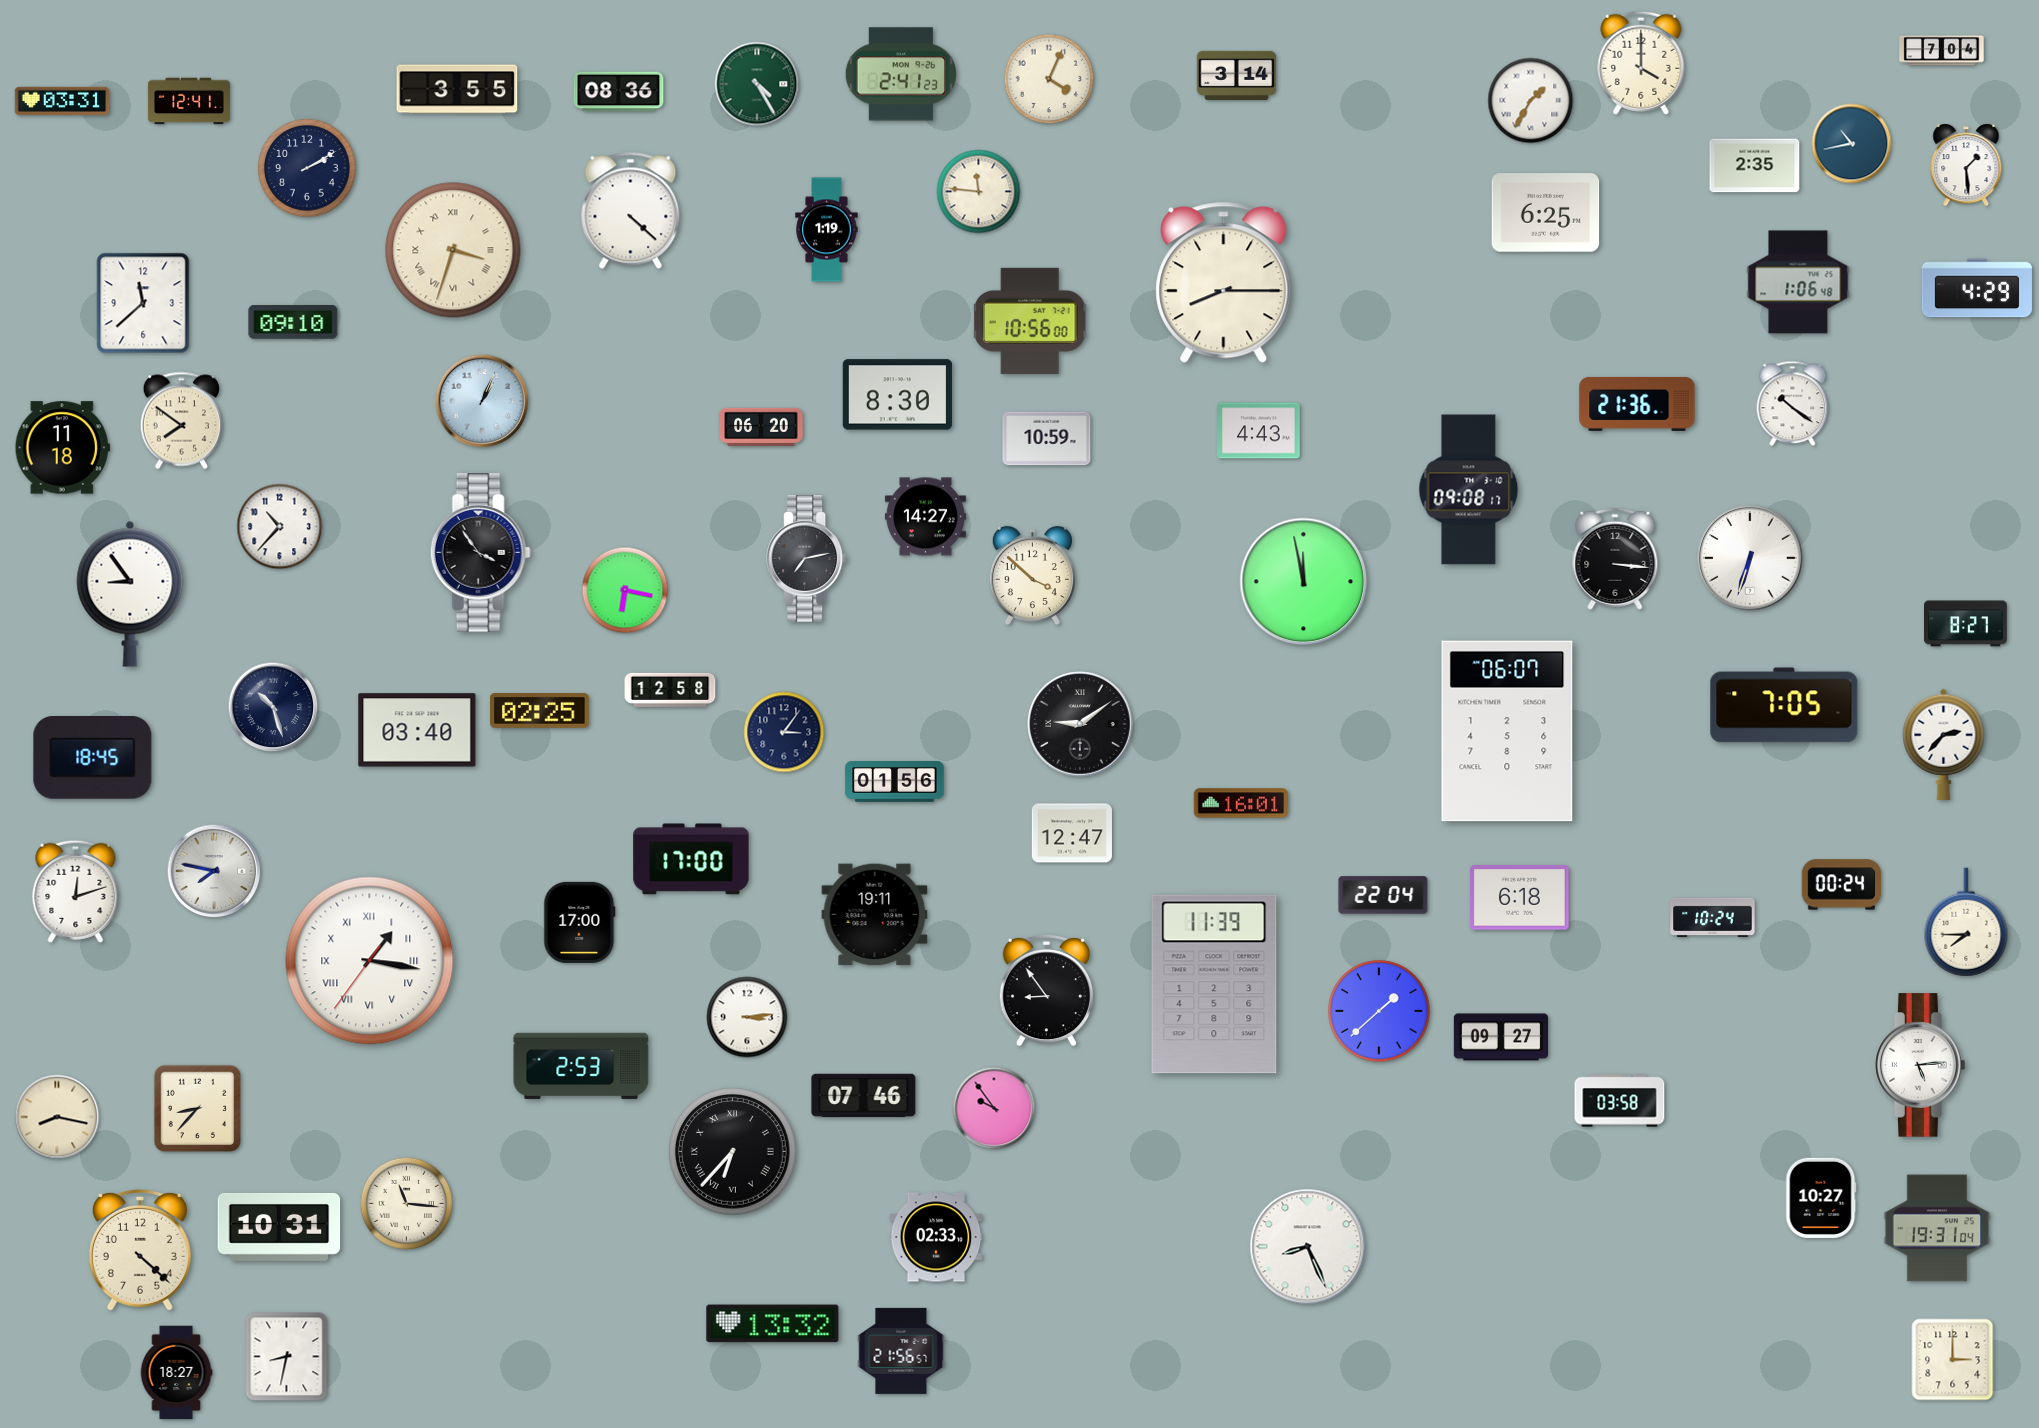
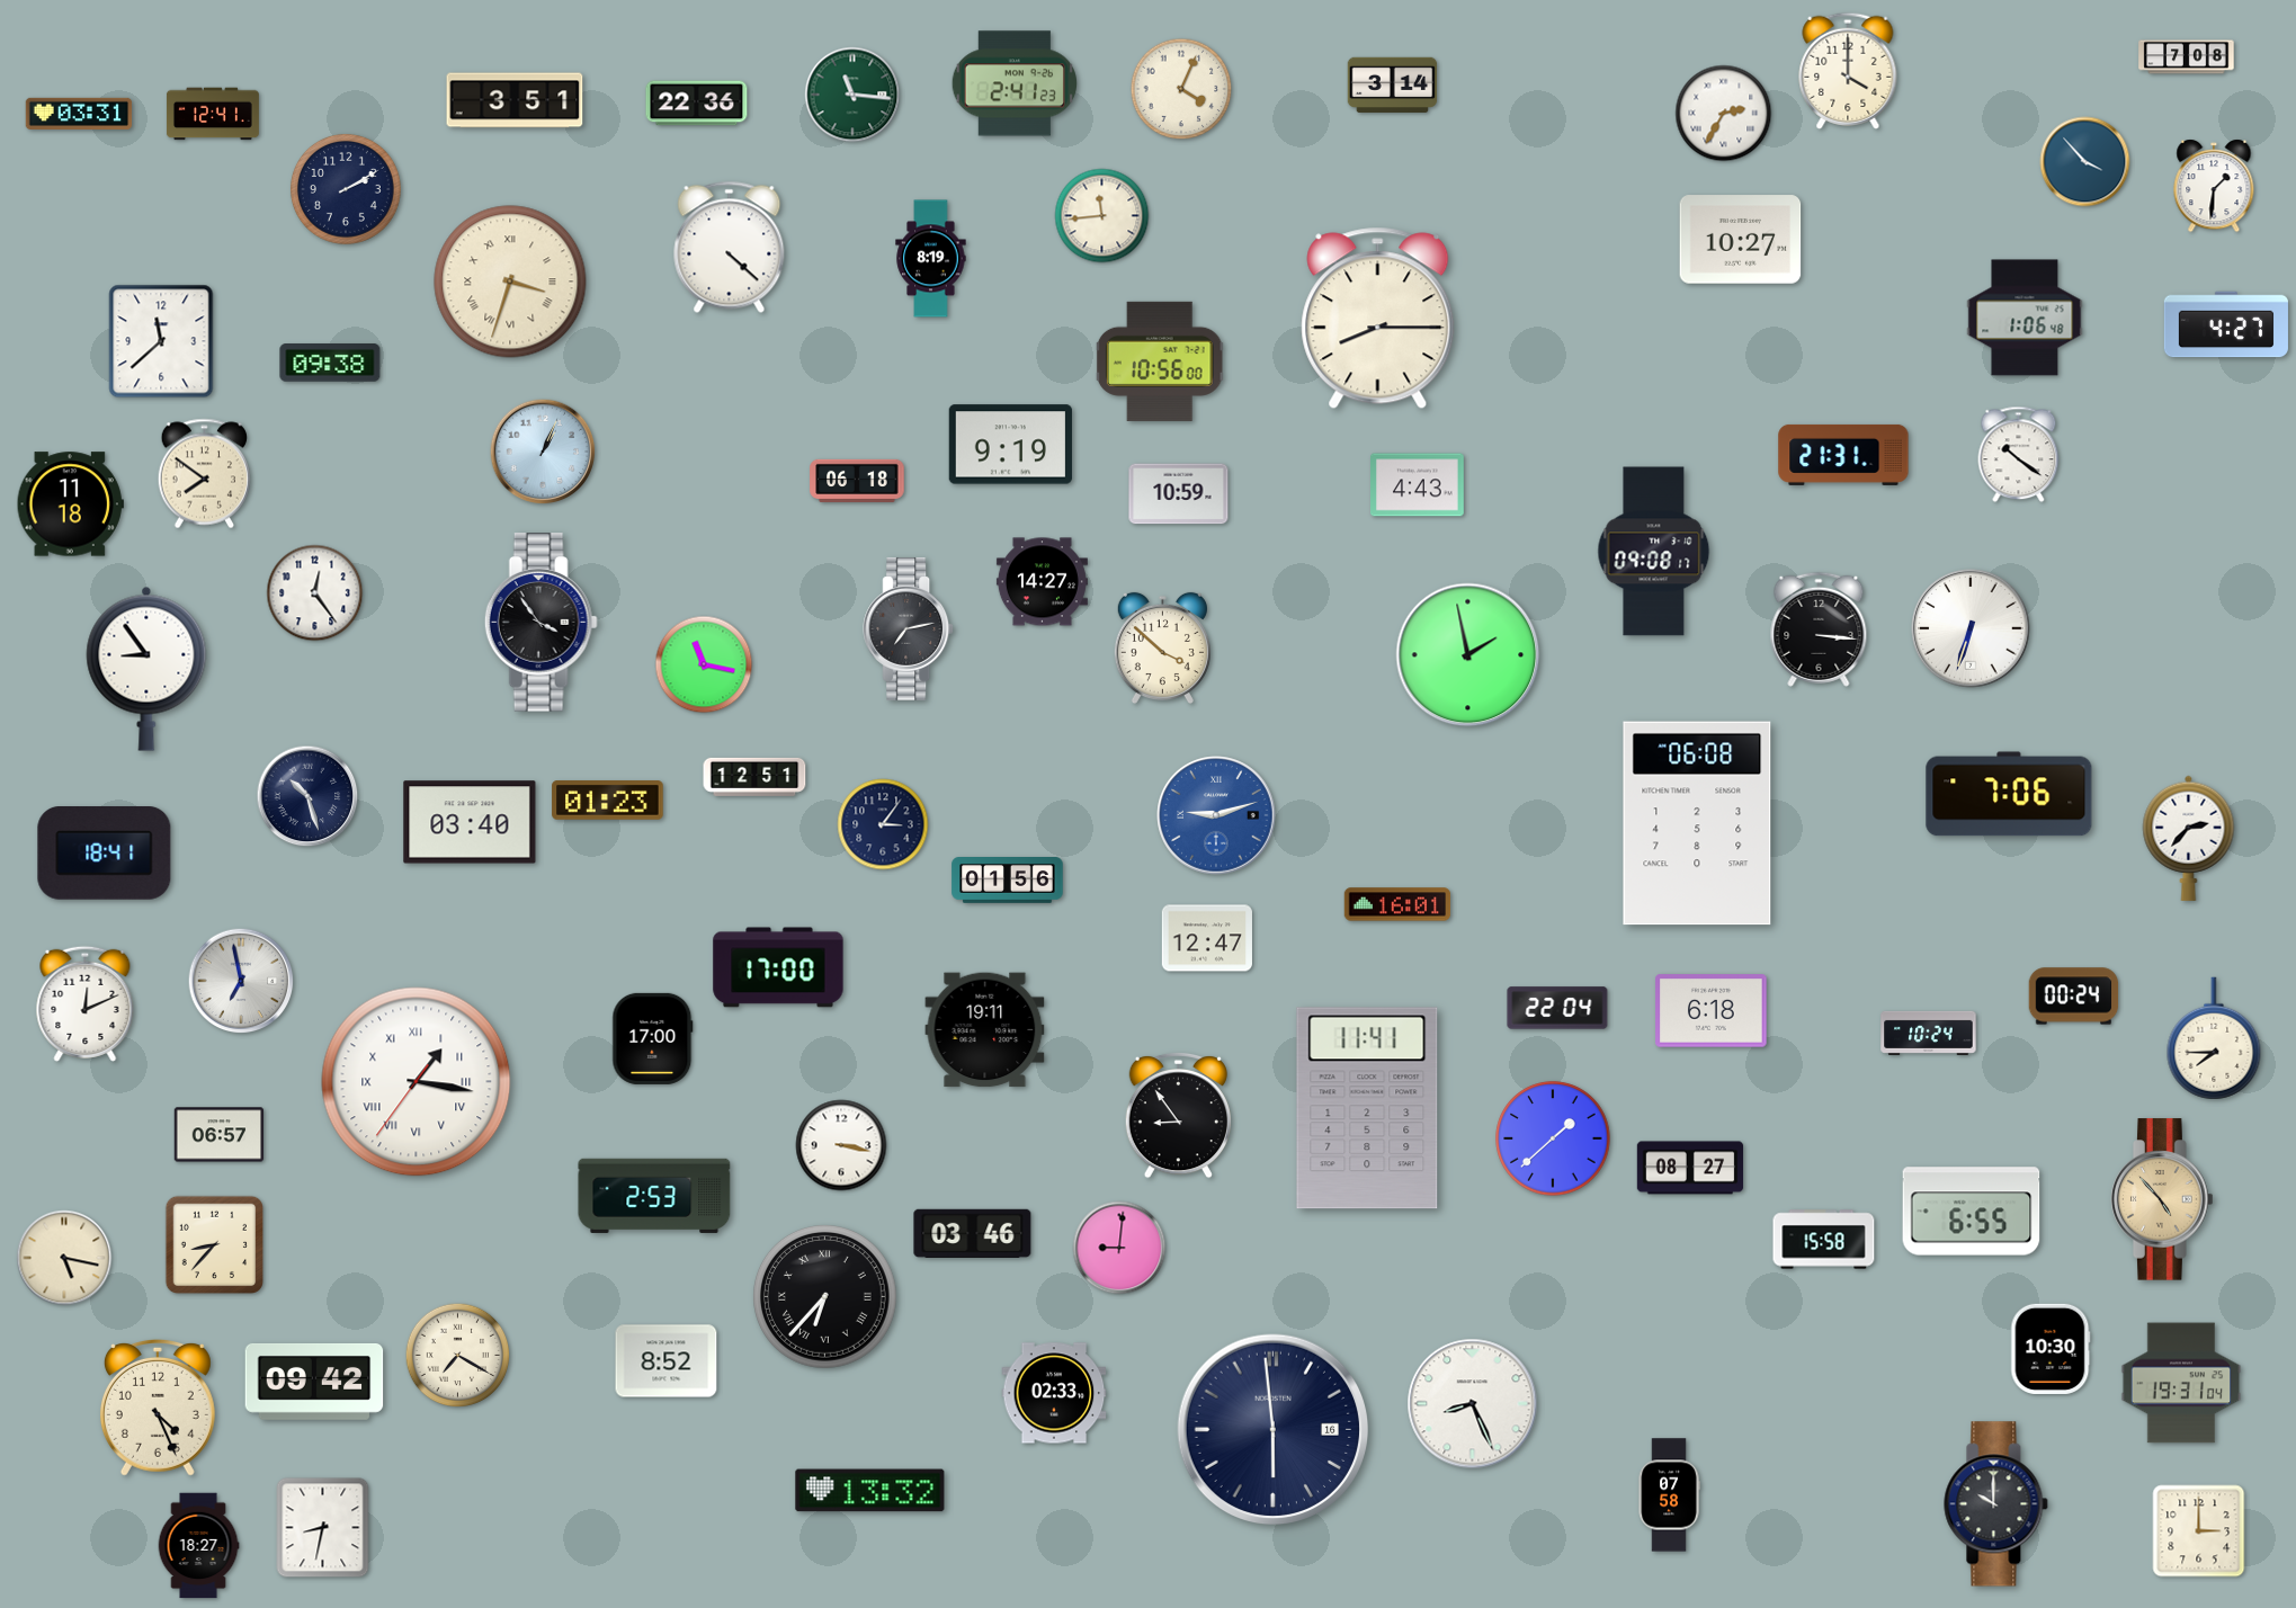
clock at (1942, 51): 7:04 -> 7:08
clock at (757, 84): 4:25 -> 11:16
clock at (457, 89): 3:55 -> 3:51
clock at (619, 92): 08:36 -> 22:36
clock at (62, 101) position: (62, 101) -> (79, 114)
clock at (1531, 101): 1:35 -> 2:35
clock at (1852, 144): 10:43 -> 3:53
clock at (1966, 165): 1:29 -> 1:31
clock at (1755, 166): 2:35 -> none
clock at (979, 192): 11:46 -> 11:44
clock at (631, 210) position: (631, 210) -> (730, 247)
clock at (1546, 213): 6:25 -> 10:27
clock at (827, 230): 1:19 -> 8:19
clock at (1977, 288): 4:29 -> 4:27
clock at (293, 323): 09:10 -> 09:38
clock at (897, 395): 8:30 -> 9:19
clock at (1637, 404): 21:36 -> 21:31
clock at (761, 427): 06:20 -> 06:18
clock at (280, 527): 10:37 -> 12:24
clock at (1304, 582): 11:58 -> 1:58
clock at (625, 590): 6:17 -> 11:17
clock at (1966, 624): 8:27 -> none
clock at (670, 690): 12:58 -> 12:51
clock at (1784, 705): 7:05 -> 7:06
clock at (540, 711): 02:25 -> 01:23
clock at (1080, 724): 9:09 -> 9:12
clock at (1080, 724) dial: black -> blue
clock at (1507, 731): 06:07 -> 06:08
clock at (93, 758): 18:45 -> 18:41
clock at (214, 871): 7:47 -> 6:58
clock at (76, 891): 12:12 -> 12:11
clock at (1214, 984): 11:39 -> 11:41
clock at (220, 1135): none -> 06:57
clock at (747, 1017): 3:14 -> 3:17
clock at (1501, 1037): 09:27 -> 08:27
clock at (1920, 1065): 5:14 -> 4:53
clock at (1920, 1065) dial: white -> champagne
clock at (581, 1066) position: (581, 1066) -> (654, 1196)
clock at (1972, 1212): none -> 6:55
clock at (864, 1095): 07:46 -> 03:46
clock at (1620, 1101): 03:58 -> 15:58
clock at (197, 1108) position: (197, 1108) -> (214, 1244)
clock at (994, 1108): 9:54 -> 9:01
clock at (57, 1117): 8:17 -> 5:17
clock at (1821, 1198): 10:27 -> 10:30
clock at (407, 1204): 11:16 -> 7:20
clock at (667, 1361): none -> 8:52
clock at (279, 1227): 10:31 -> 09:42
clock at (140, 1250): 4:22 -> 4:26
clock at (1274, 1430): none -> 5:59
clock at (1669, 1495): none -> 07:58
clock at (1996, 1504): none -> 10:00
clock at (901, 1351): 21:56 -> none
